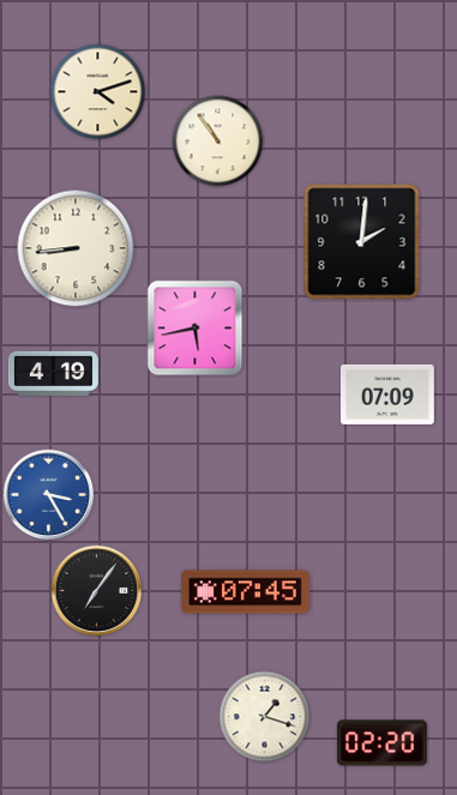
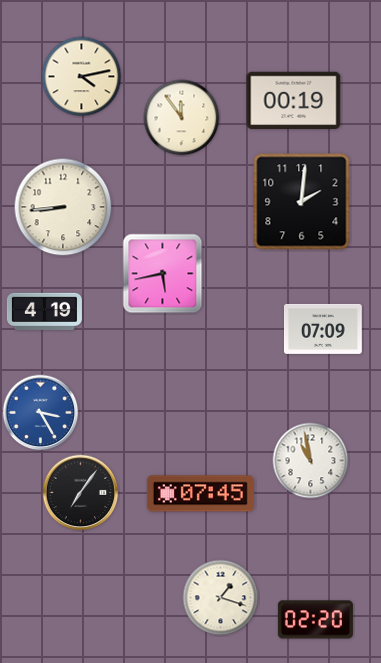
clock at (98, 92): 4:12 -> 4:13
clock at (294, 101): none -> 00:19
clock at (218, 141): 10:54 -> 11:54
clock at (311, 461): none -> 10:58
clock at (245, 592) position: (245, 592) -> (200, 494)
clock at (381, 743) position: (381, 743) -> (315, 620)
